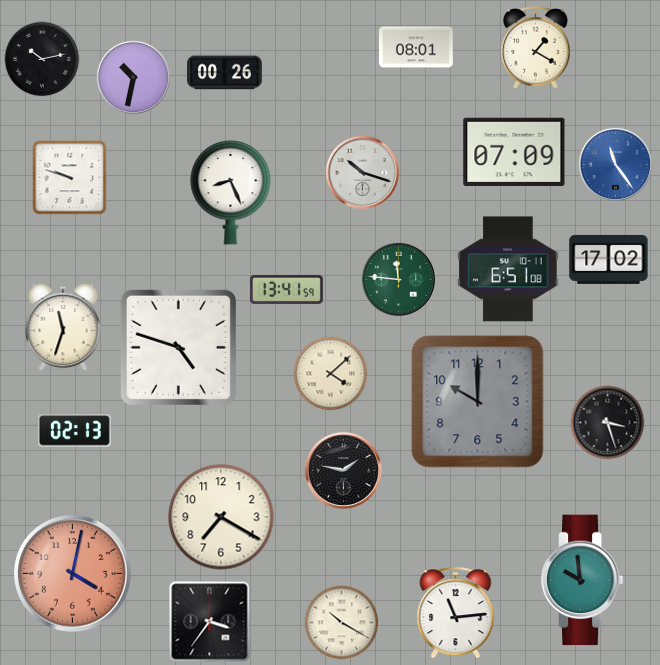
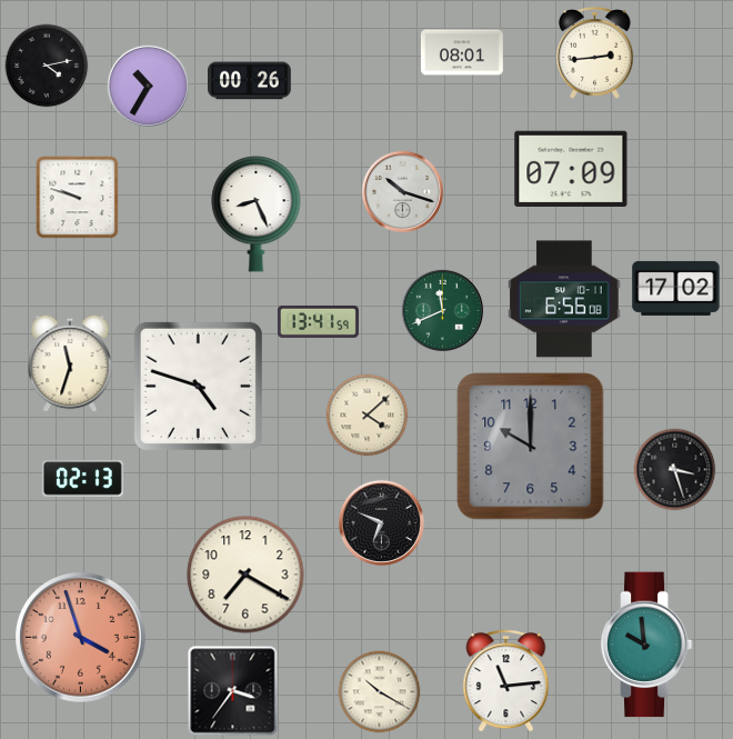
clock at (536, 48): 1:20 -> 2:44
clock at (42, 59): 10:13 -> 4:13
clock at (133, 77): 10:32 -> 10:35
clock at (615, 164): 11:24 -> none
clock at (508, 269): 6:51 -> 6:56
clock at (398, 279): 11:46 -> 11:41
clock at (343, 470): 1:47 -> 6:49
clock at (73, 574): 4:02 -> 3:57
